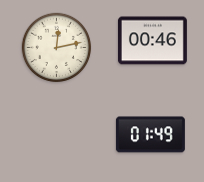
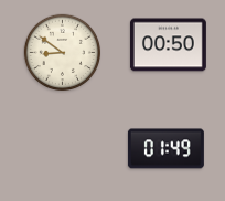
clock at (152, 41): 00:46 -> 00:50
clock at (57, 48): 12:13 -> 8:51
